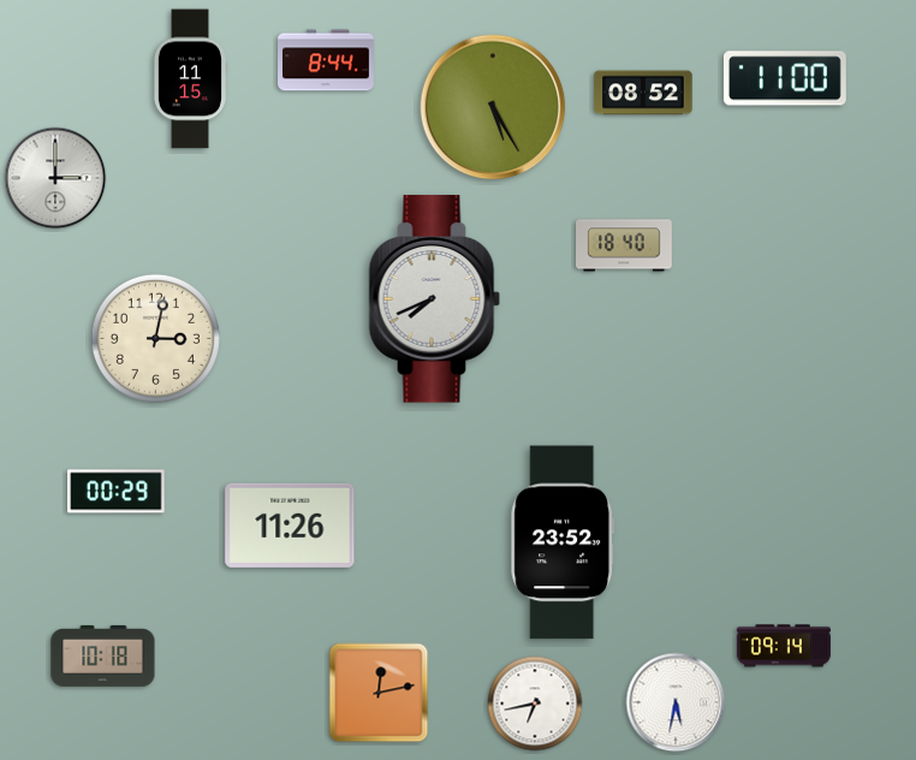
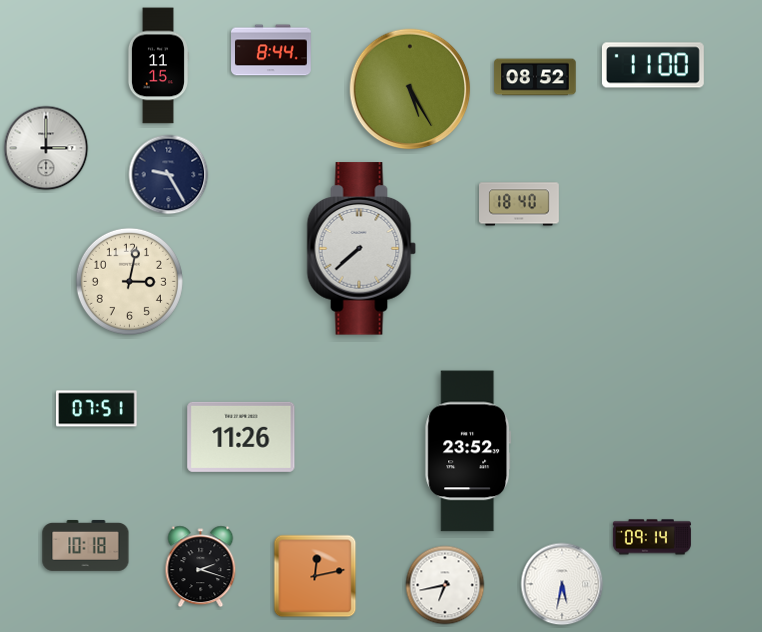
clock at (169, 175): none -> 9:25
clock at (435, 299): 7:41 -> 7:38
clock at (117, 492): 00:29 -> 07:51
clock at (201, 567): none -> 2:18
